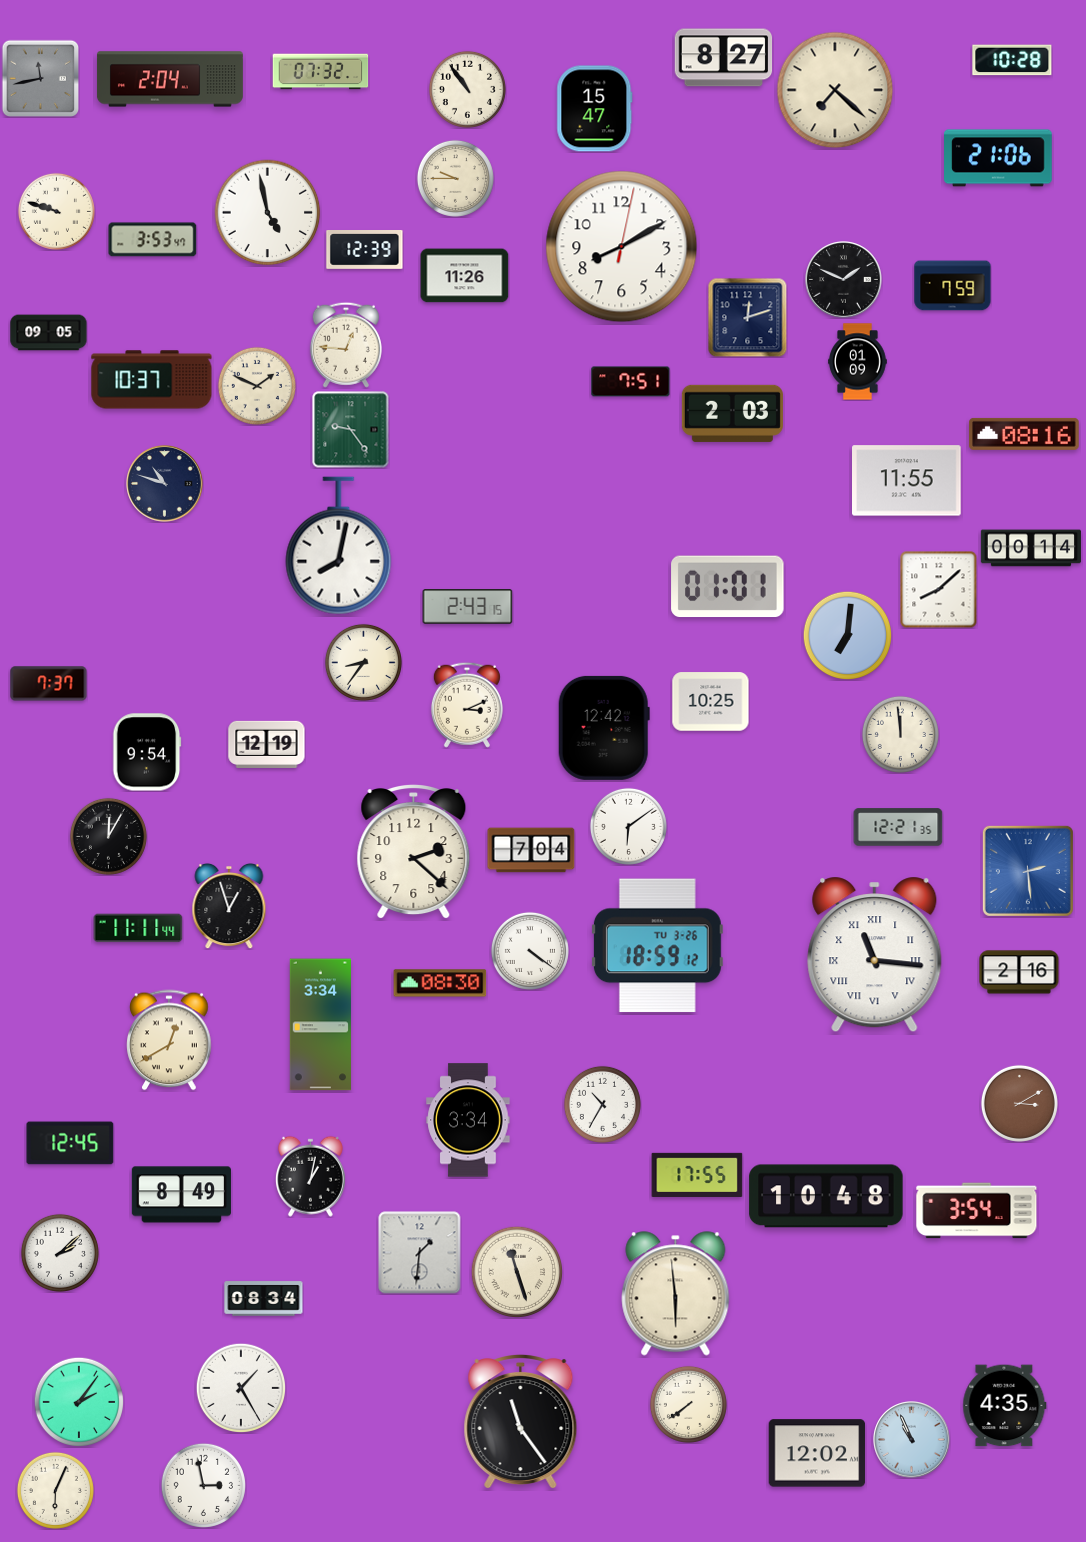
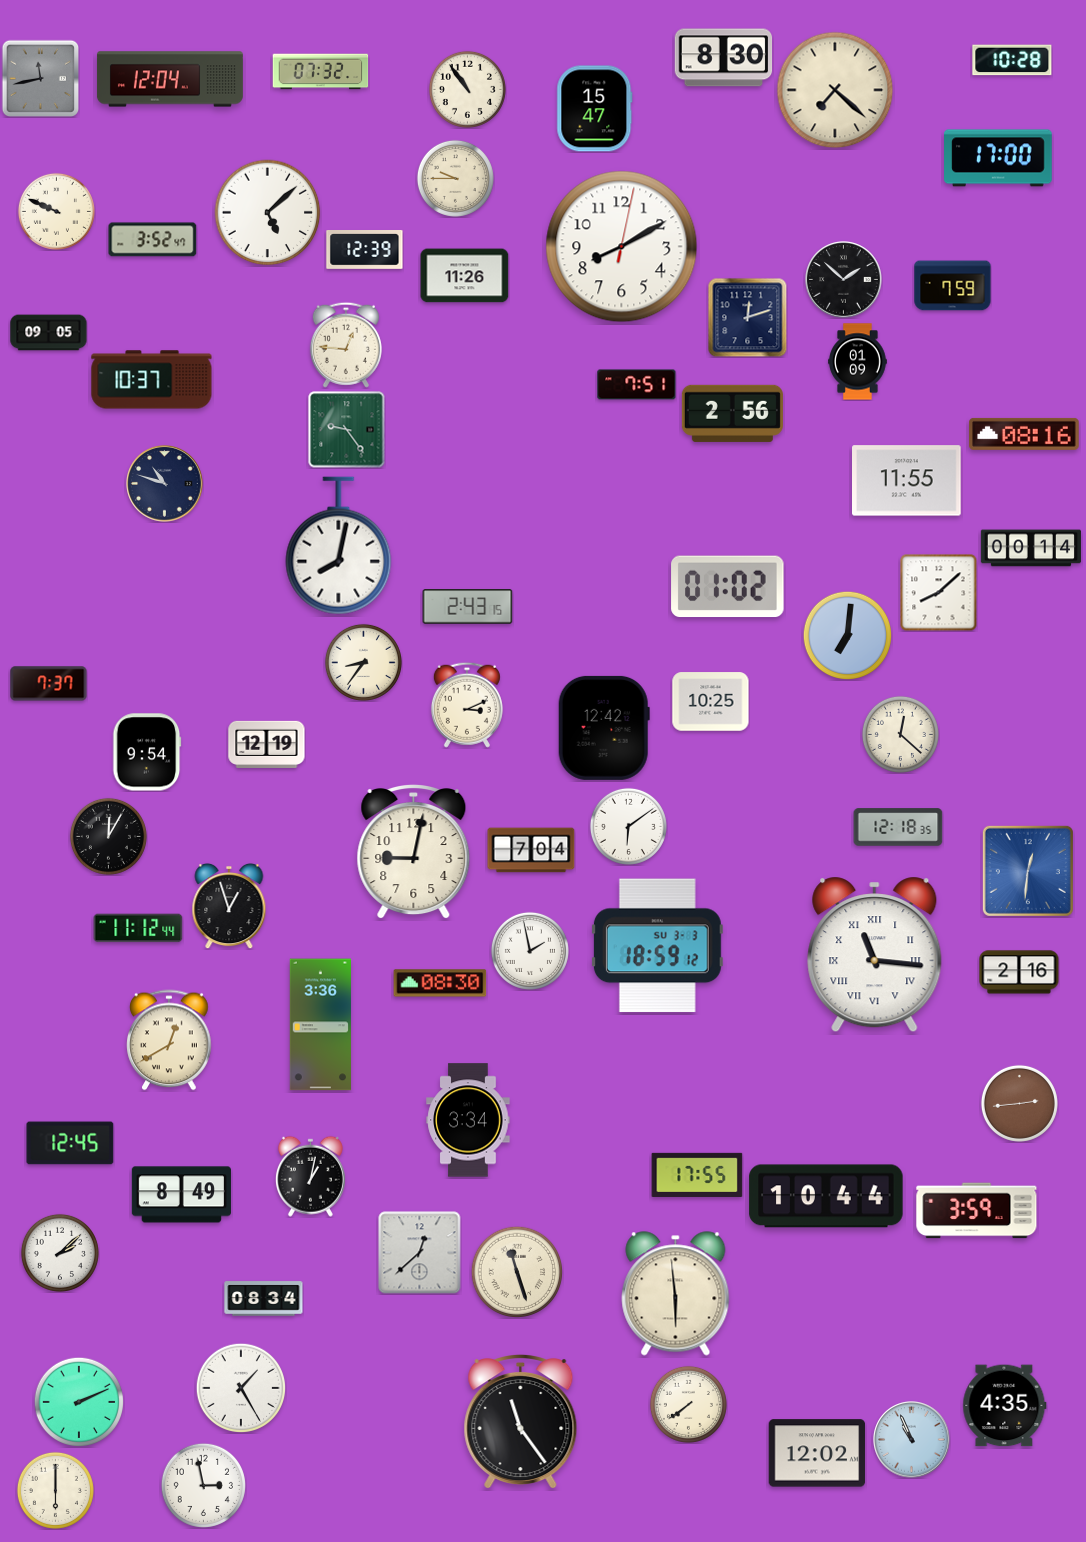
clock at (724, 58): 8:27 -> 8:30
clock at (170, 79): 2:04 -> 12:04
clock at (999, 158): 21:06 -> 17:00
clock at (56, 211): 9:48 -> 9:49
clock at (268, 213): 4:58 -> 5:08
clock at (153, 240): 3:53 -> 3:52
clock at (844, 280): 1:49 -> 1:52
clock at (631, 382) position: (631, 382) -> (637, 385)
clock at (257, 386): 1:49 -> none
clock at (732, 413): 2:03 -> 2:56
clock at (351, 430) position: (351, 430) -> (347, 430)
clock at (728, 587): 01:01 -> 01:02
clock at (938, 589) position: (938, 589) -> (938, 592)
clock at (900, 734): 11:59 -> 12:22
clock at (898, 827): 12:21 -> 12:18
clock at (414, 853): 2:22 -> 9:02
clock at (1028, 871): 2:29 -> 12:31
clock at (138, 928): 11:11 -> 11:12
clock at (657, 946) date: TU 3-26 -> SU 3-3
clock at (530, 951): 4:21 -> 1:58
clock at (320, 1025): 3:34 -> 3:36
clock at (1019, 1103): 3:10 -> 2:44
clock at (602, 1104): 10:35 -> none
clock at (826, 1196): 10:48 -> 10:44
clock at (977, 1211): 3:54 -> 3:59
clock at (420, 1253): 1:31 -> 12:38
clock at (78, 1401): 2:06 -> 2:11
clock at (55, 1490): 6:04 -> 6:00
